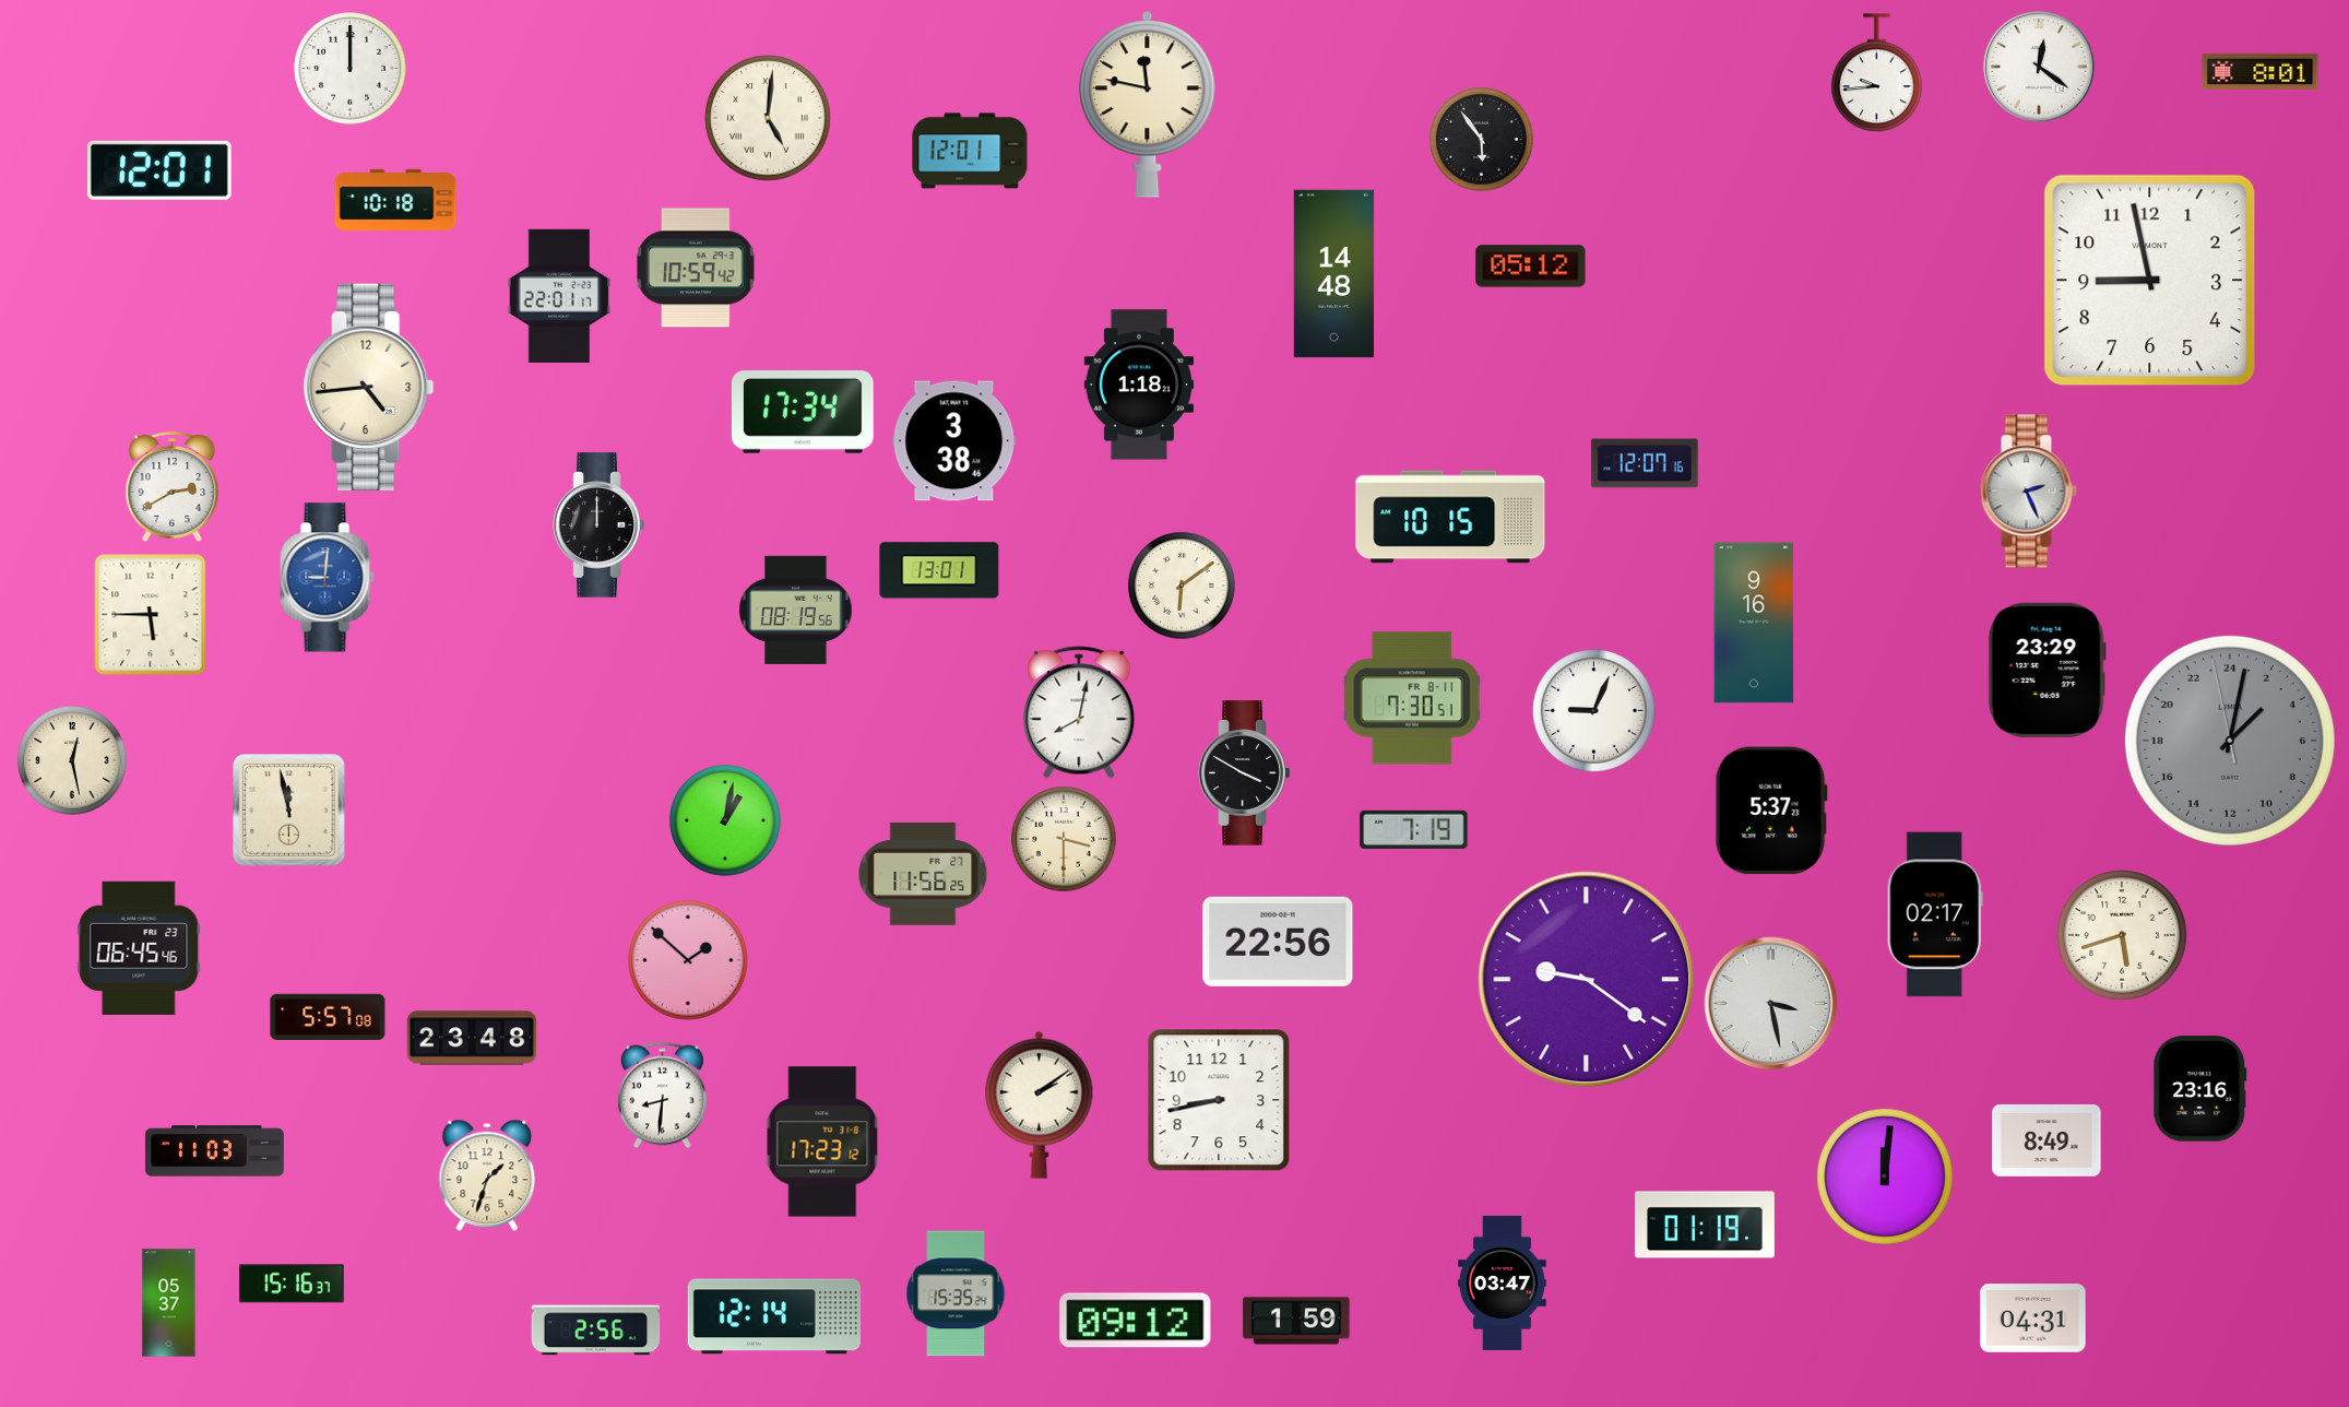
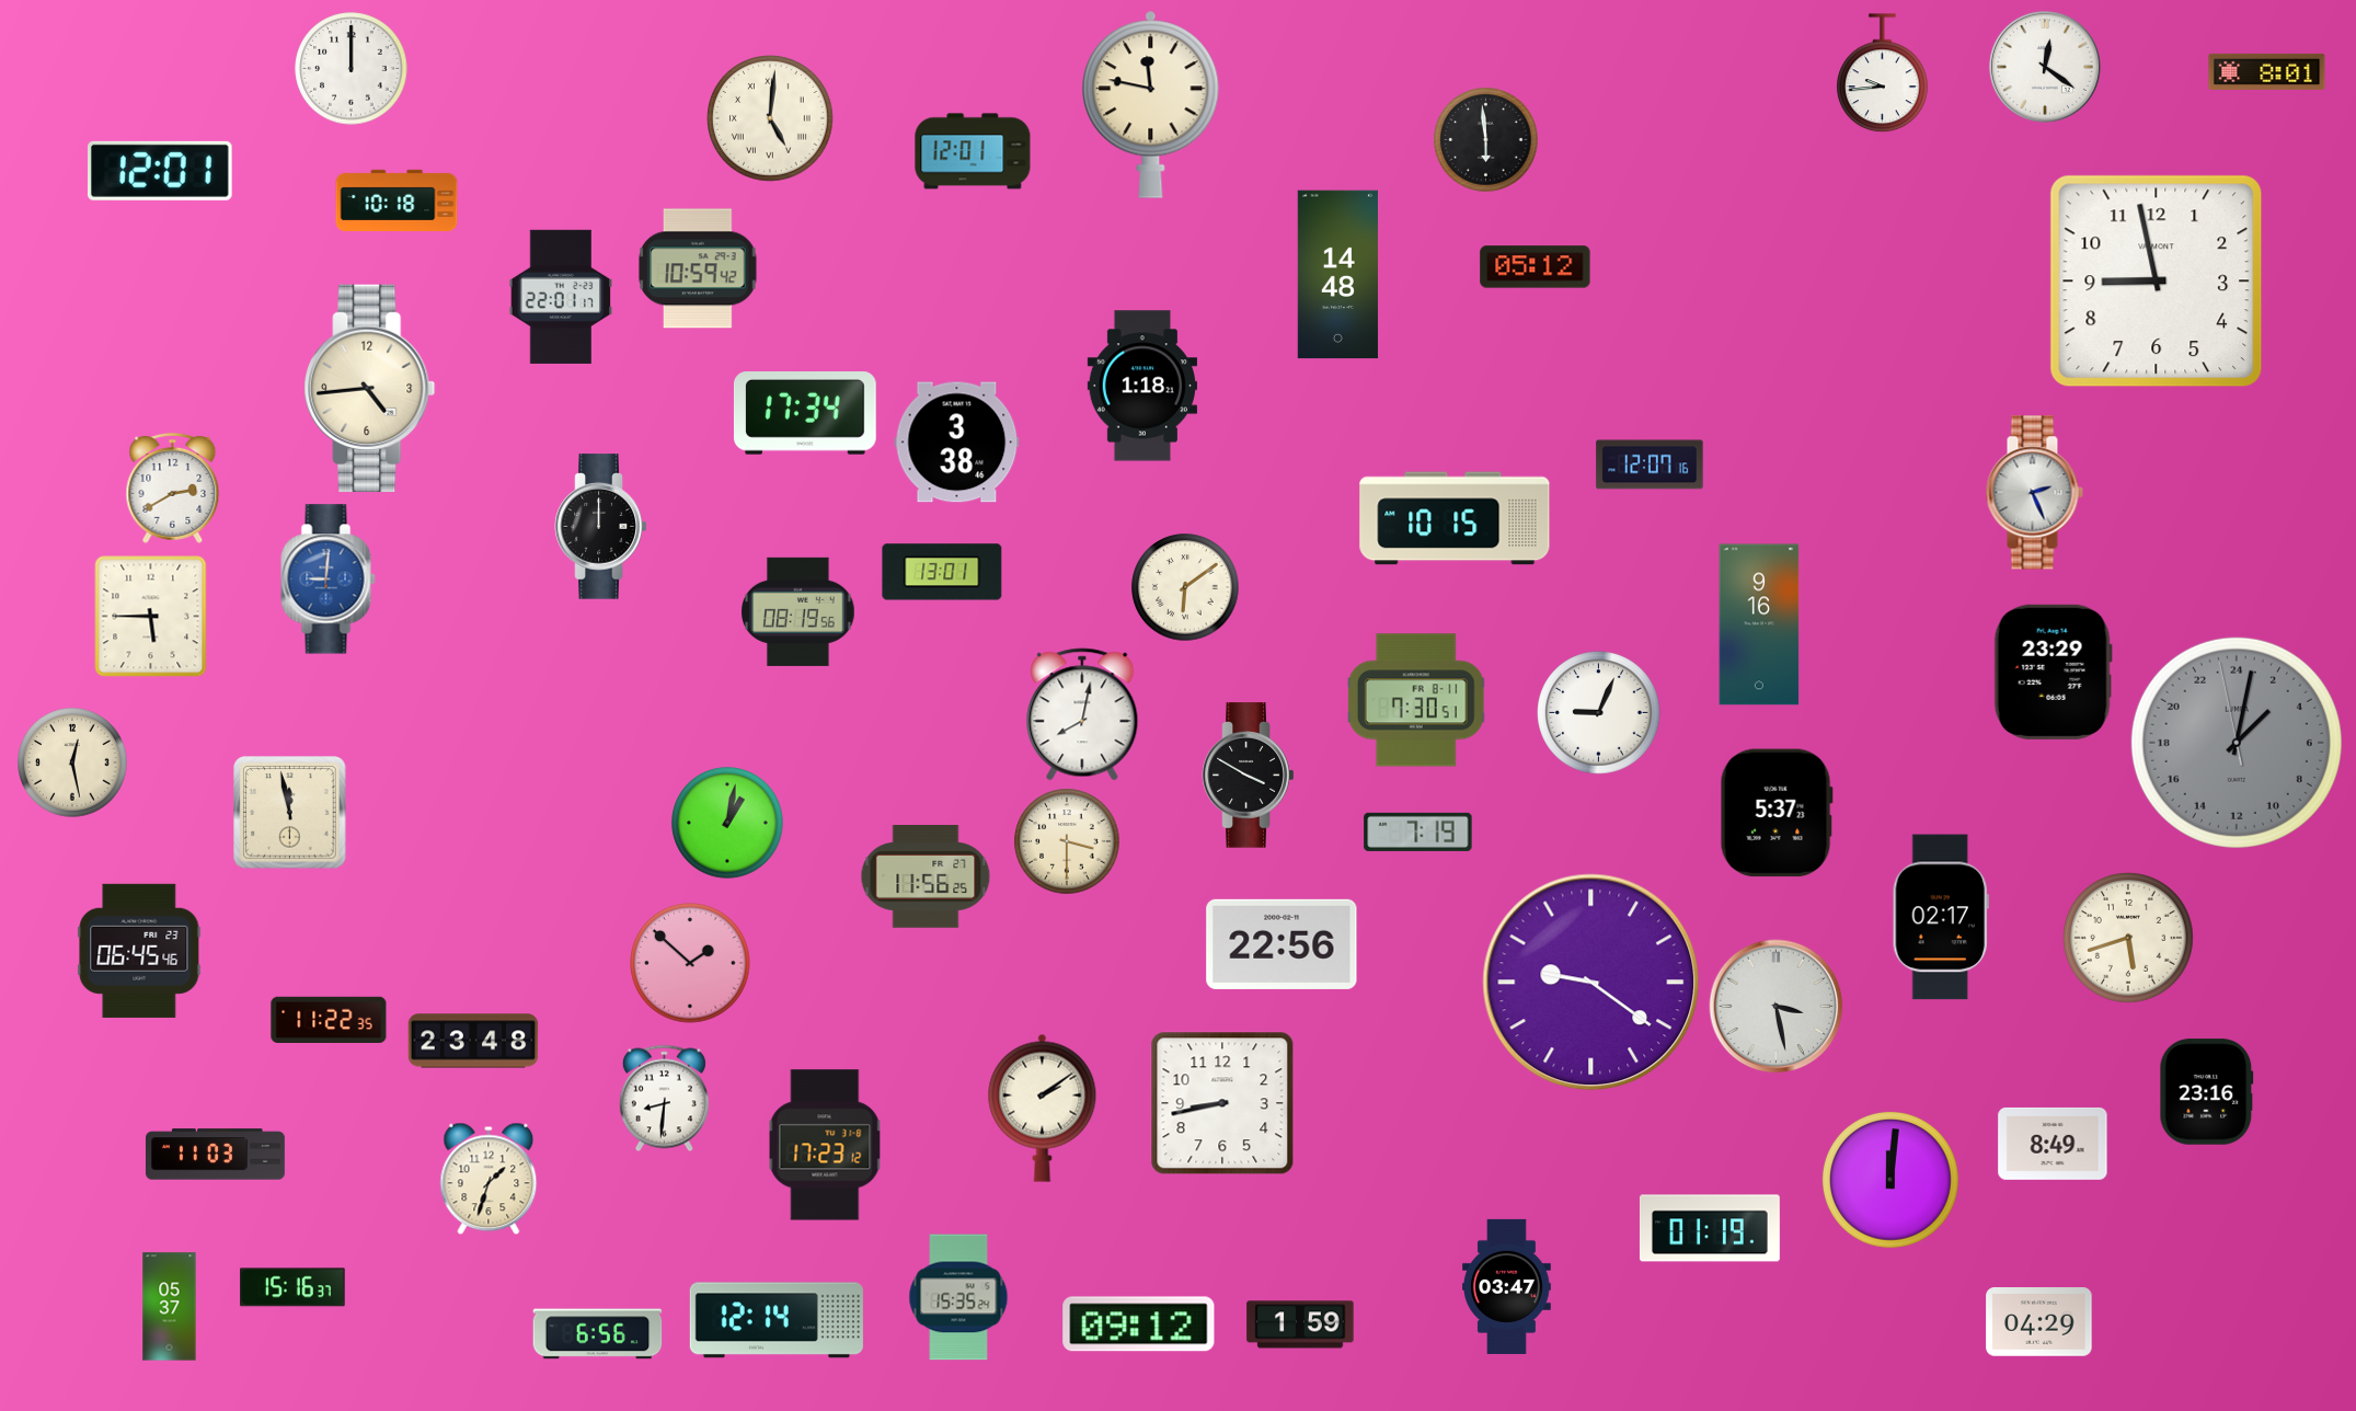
clock at (1482, 140): 5:54 -> 5:59
clock at (328, 1016): 5:57 -> 11:22
clock at (2033, 1319): 04:31 -> 04:29
clock at (596, 1331): 2:56 -> 6:56
